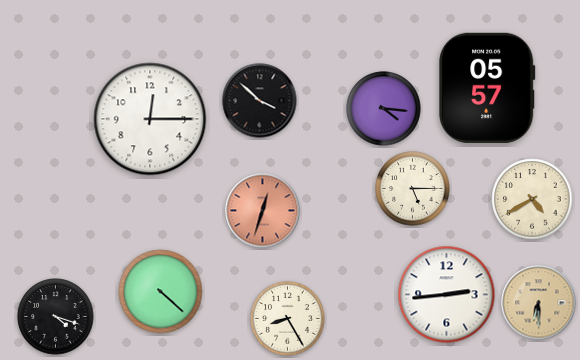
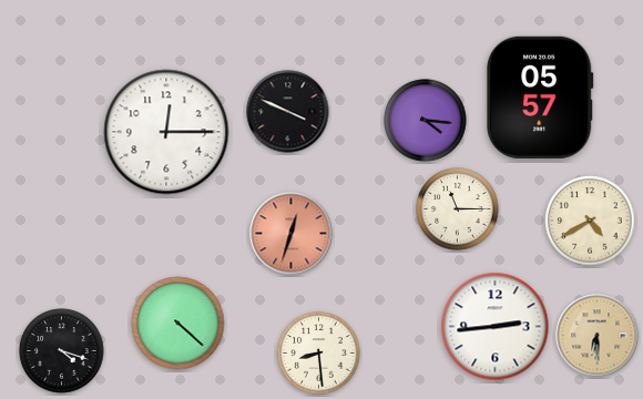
clock at (260, 101): 3:52 -> 3:49
clock at (413, 189): 5:15 -> 11:15
clock at (288, 319): 8:25 -> 8:29
